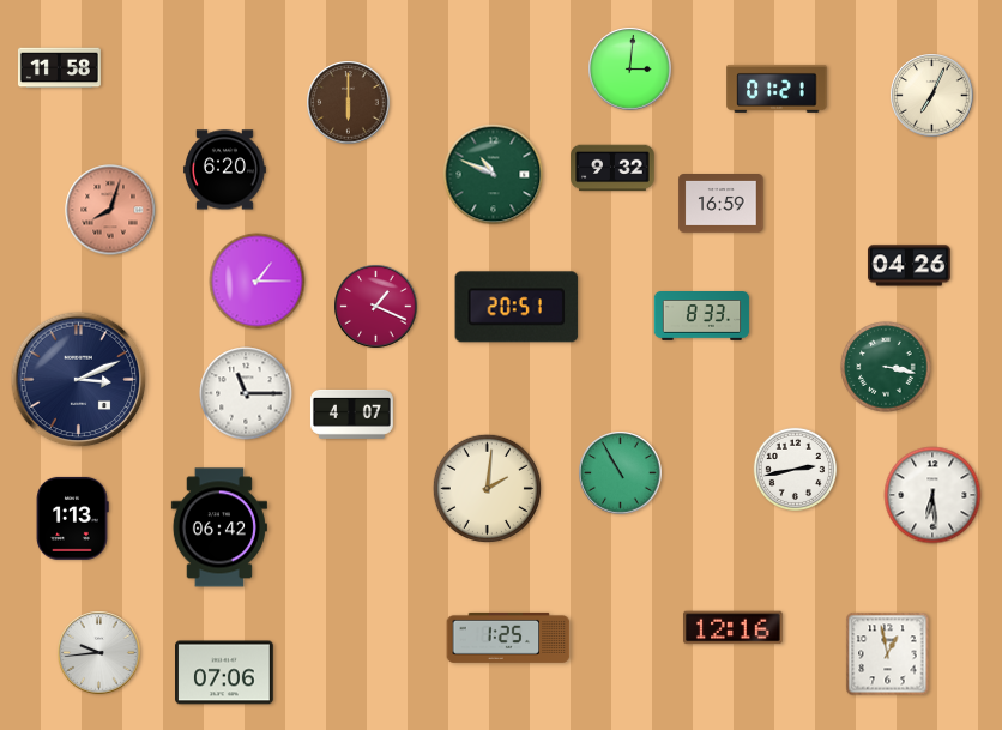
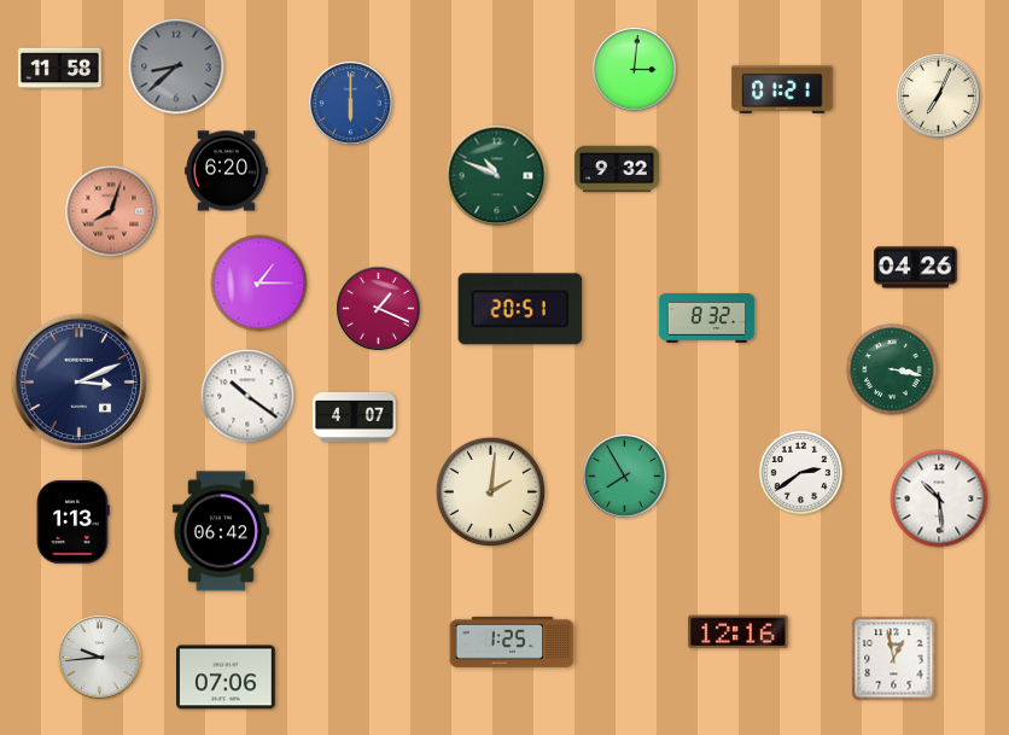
clock at (176, 66): none -> 8:38
clock at (349, 103) dial: brown -> blue
clock at (722, 204): 16:59 -> none
clock at (702, 316): 8:33 -> 8:32
clock at (246, 393): 11:15 -> 10:21
clock at (796, 470): 2:43 -> 2:39
clock at (621, 473): 10:55 -> 7:55
clock at (932, 495): 6:29 -> 10:29
